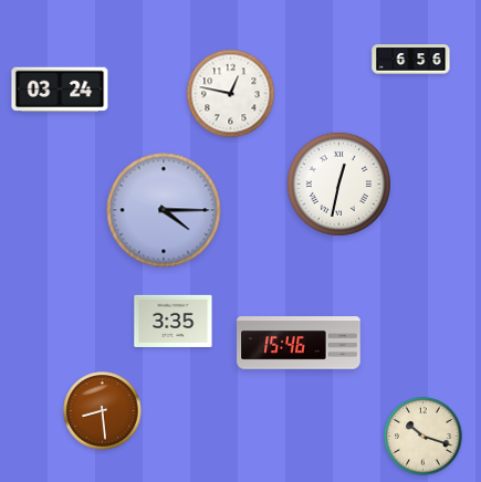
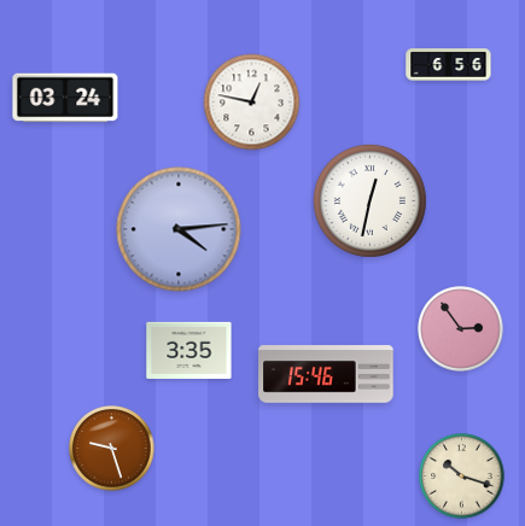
clock at (164, 210): 4:15 -> 4:14
clock at (461, 329): none -> 2:54
clock at (103, 411): 8:29 -> 9:27
